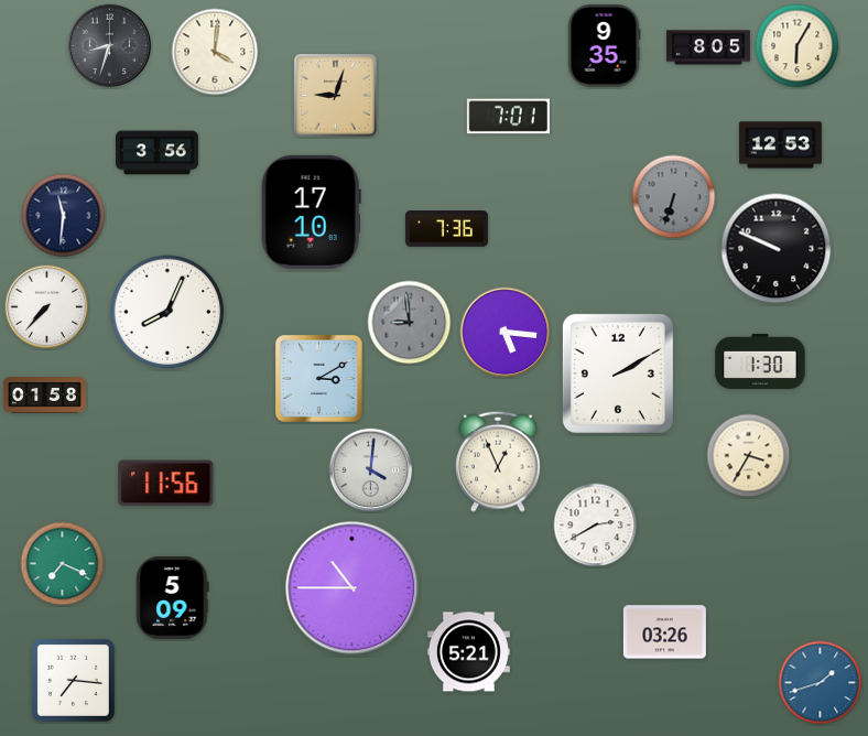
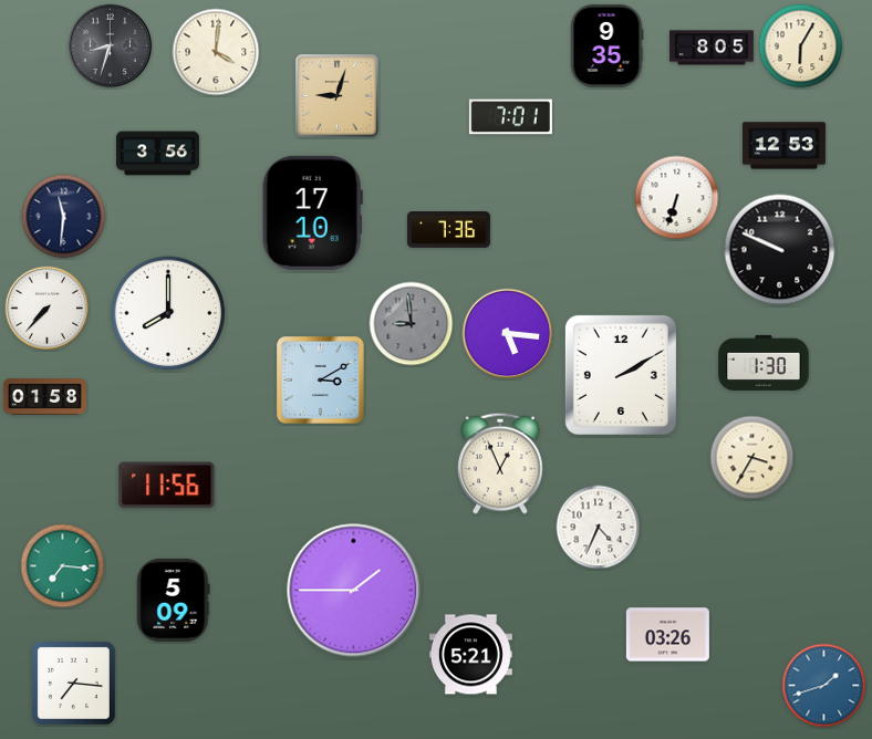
clock at (674, 197) dial: grey -> white
clock at (167, 312): 8:04 -> 8:00
clock at (371, 470): 4:01 -> none
clock at (596, 526): 2:40 -> 4:34
clock at (63, 564): 7:19 -> 7:16
clock at (352, 588): 10:45 -> 1:45
